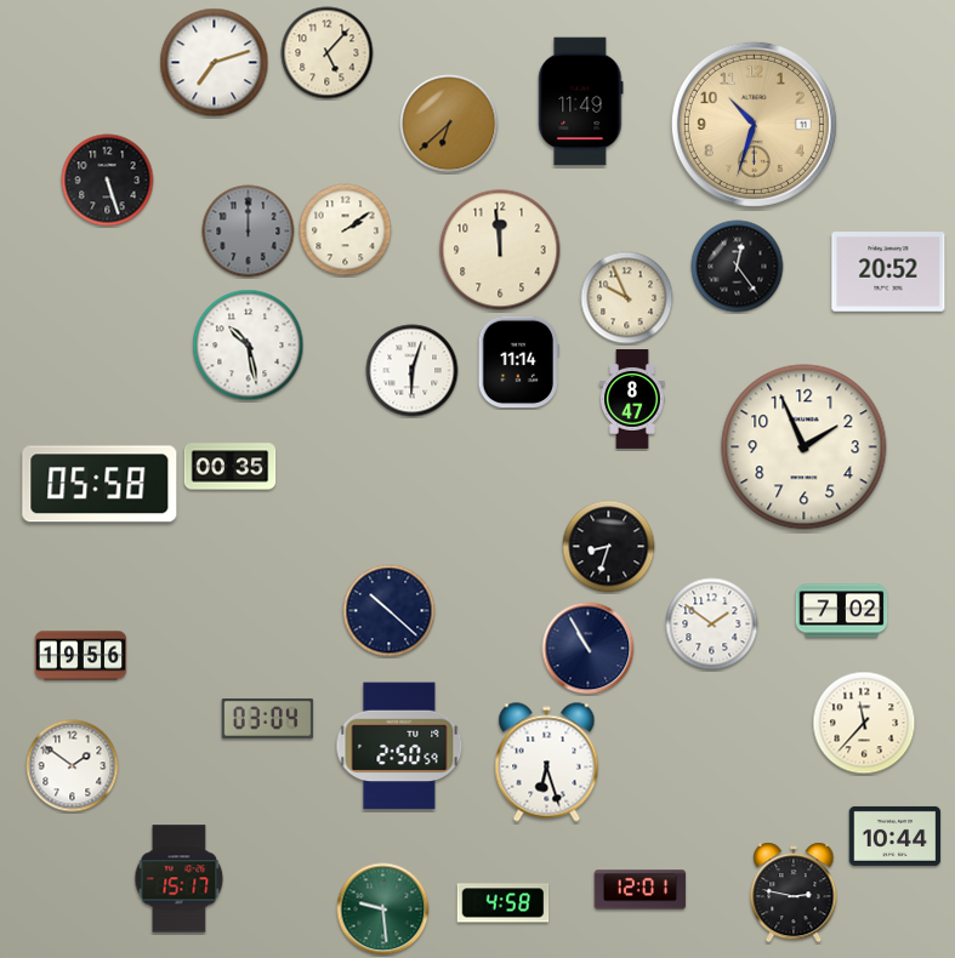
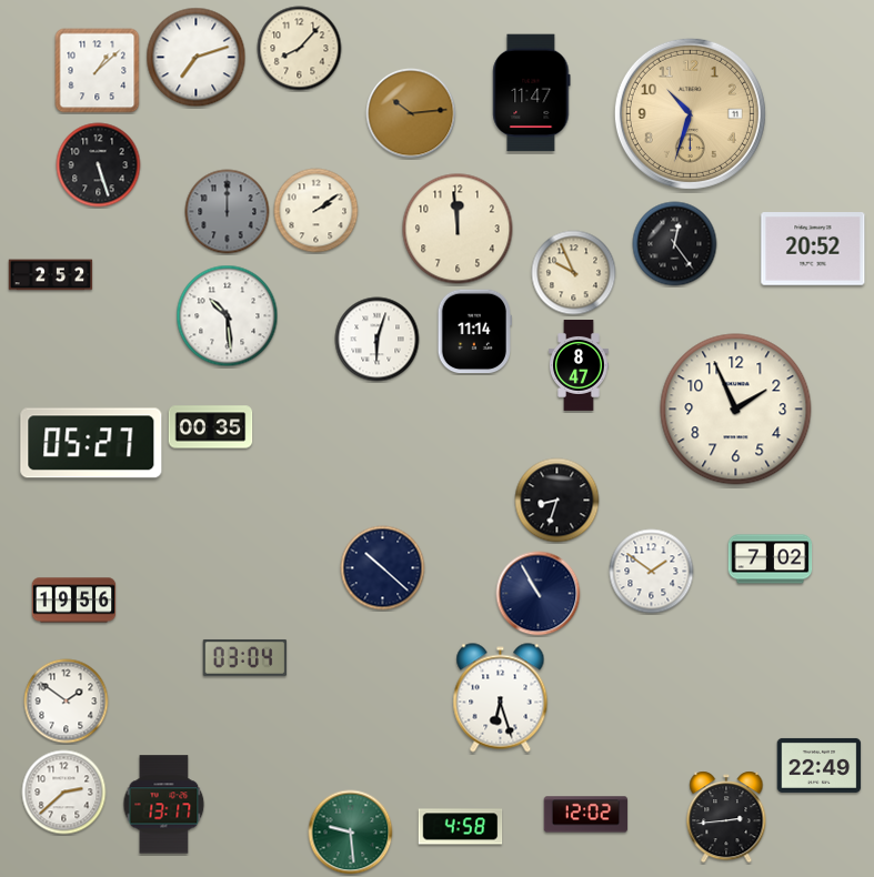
clock at (328, 53): 5:07 -> 8:07
clock at (98, 71): none -> 1:08
clock at (581, 102): 11:49 -> 11:47
clock at (449, 124): 6:38 -> 10:14
clock at (51, 275): none -> 2:52
clock at (249, 346): 10:28 -> 10:29
clock at (100, 484): 05:58 -> 05:27
clock at (390, 611) position: (390, 611) -> (383, 568)
clock at (864, 723): 11:37 -> none
clock at (399, 746): 2:50 -> none
clock at (896, 836): 10:44 -> 22:49
clock at (64, 793): none -> 2:38
clock at (180, 879): 15:17 -> 13:17
clock at (641, 890): 12:01 -> 12:02
clock at (794, 893): 2:47 -> 2:44
